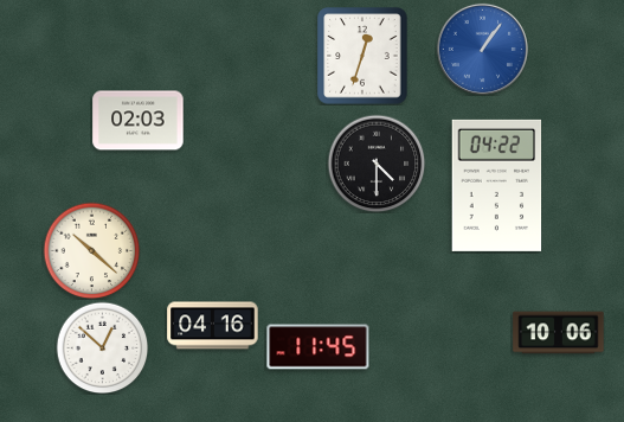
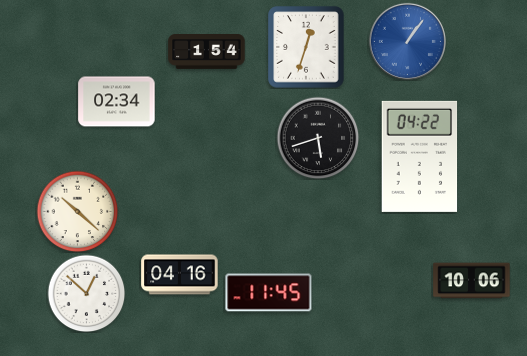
clock at (207, 52): none -> 1:54
clock at (139, 121): 02:03 -> 02:34
clock at (377, 164): 4:30 -> 5:42
